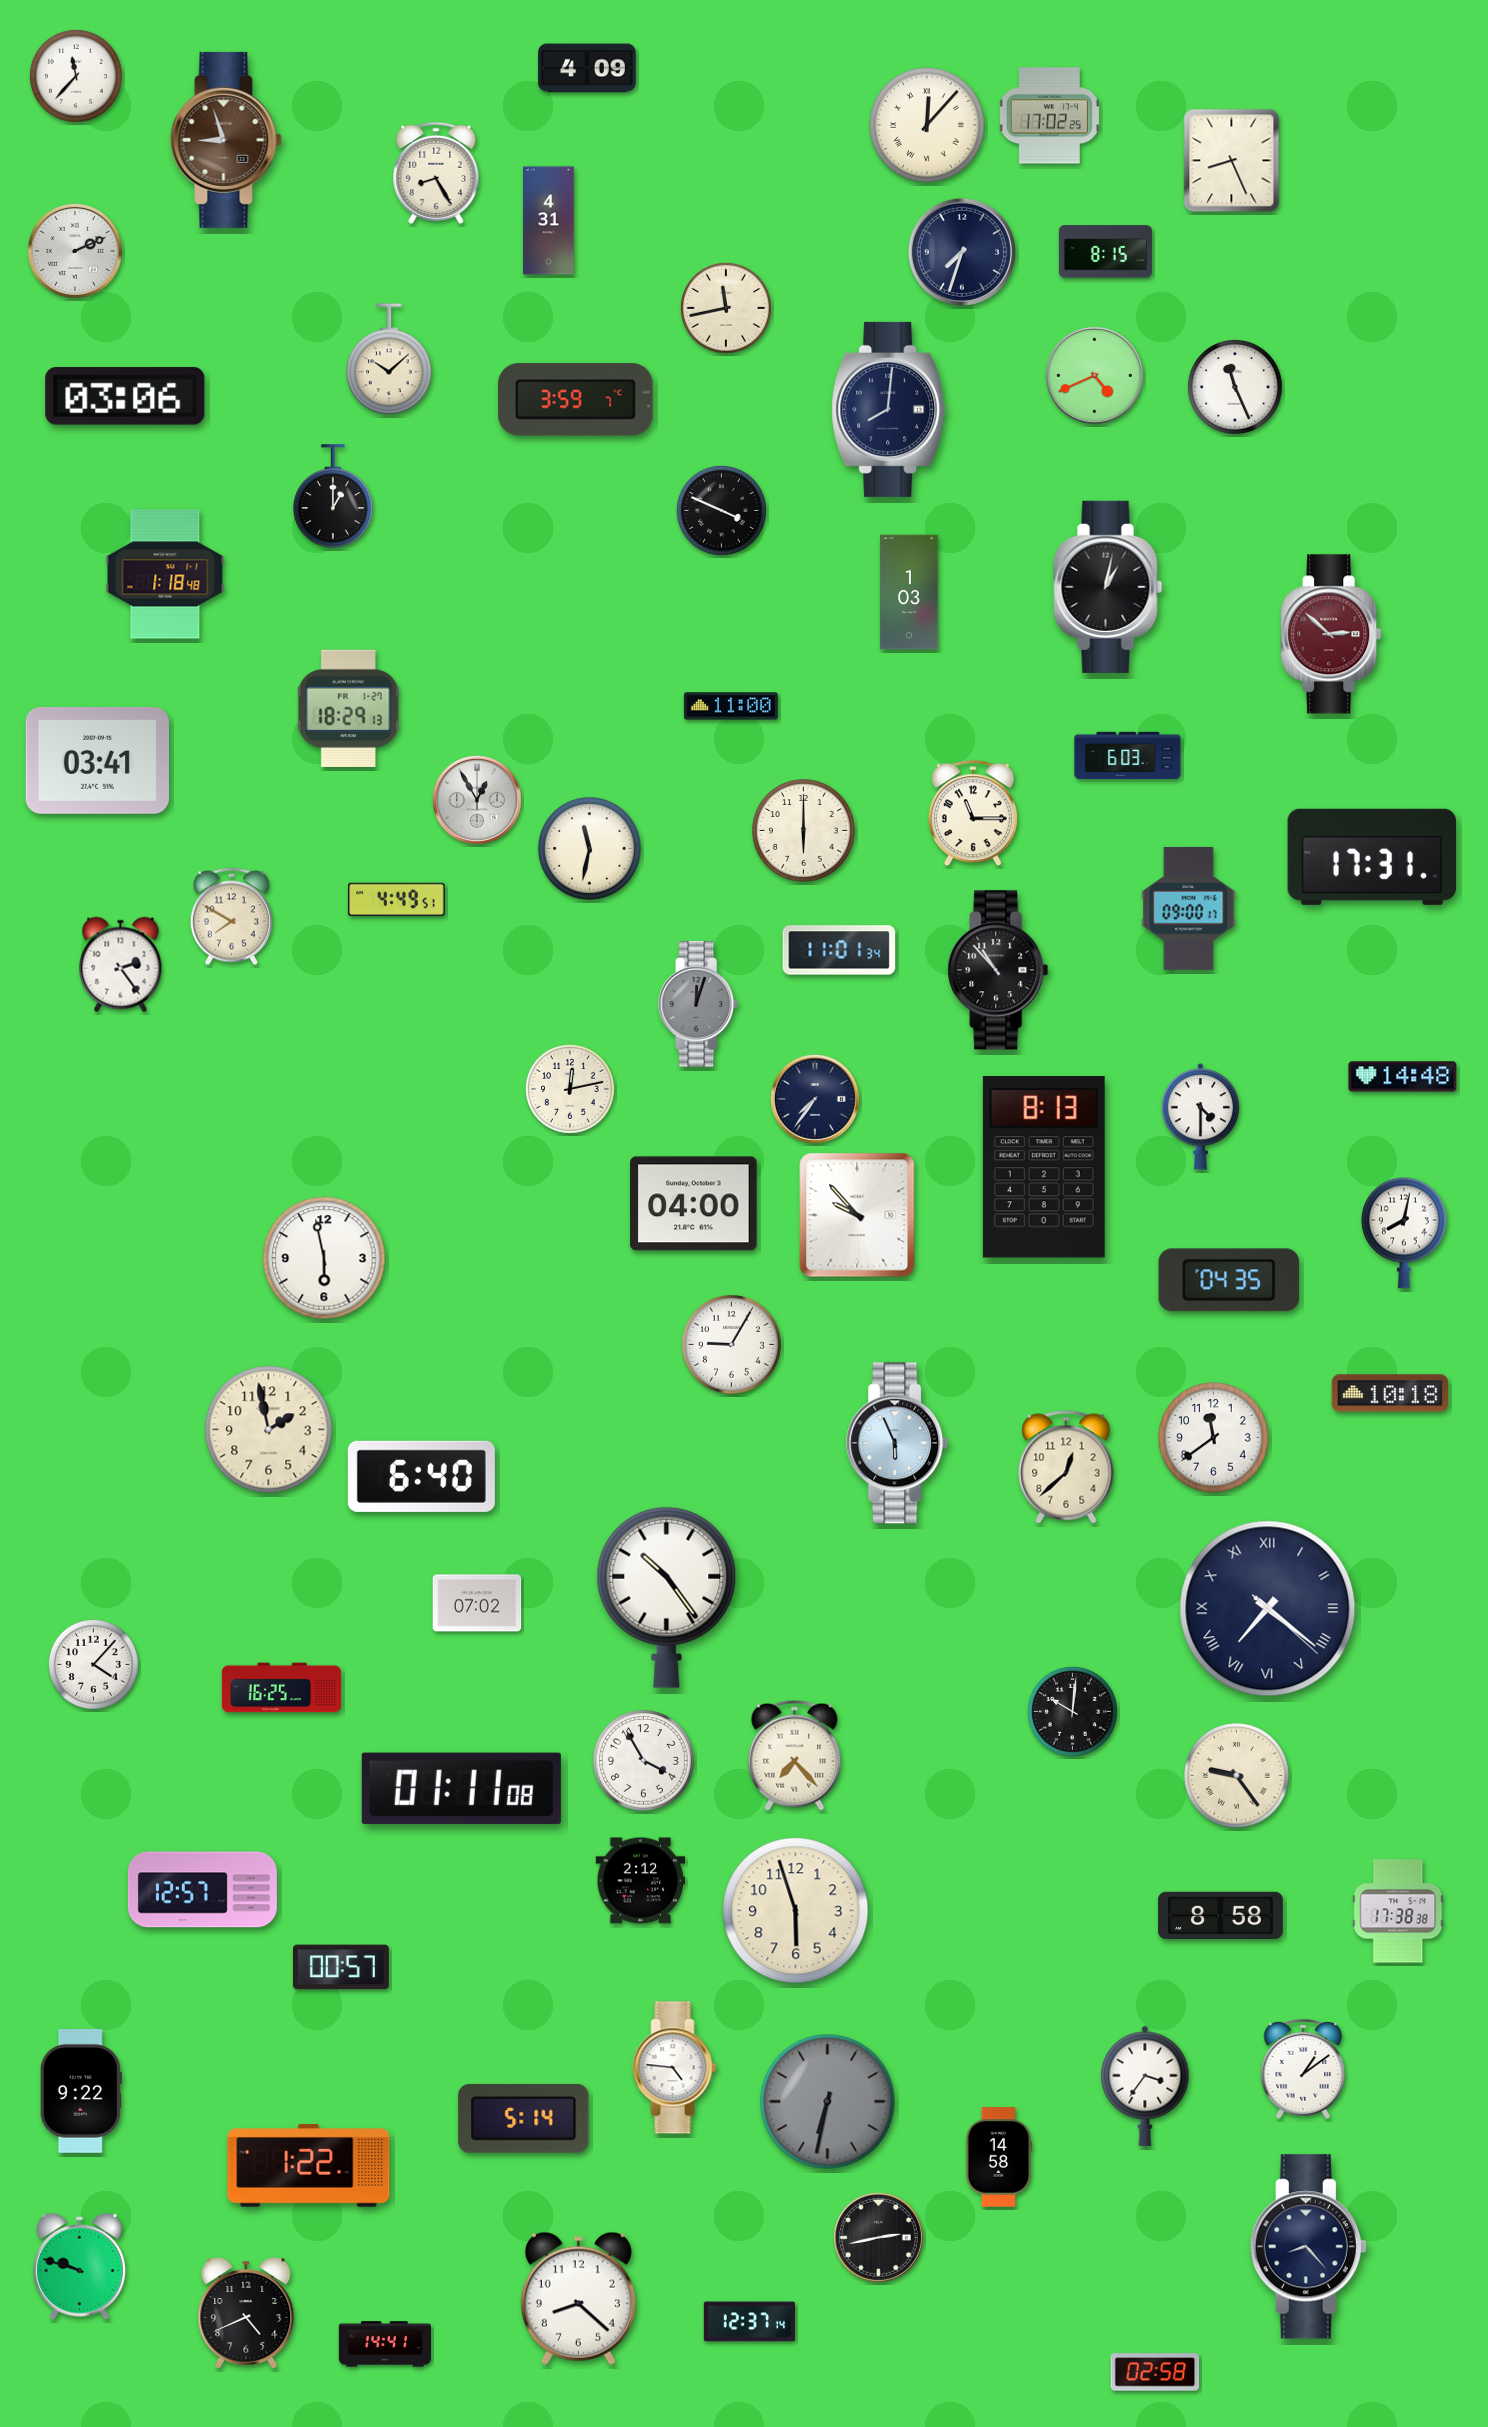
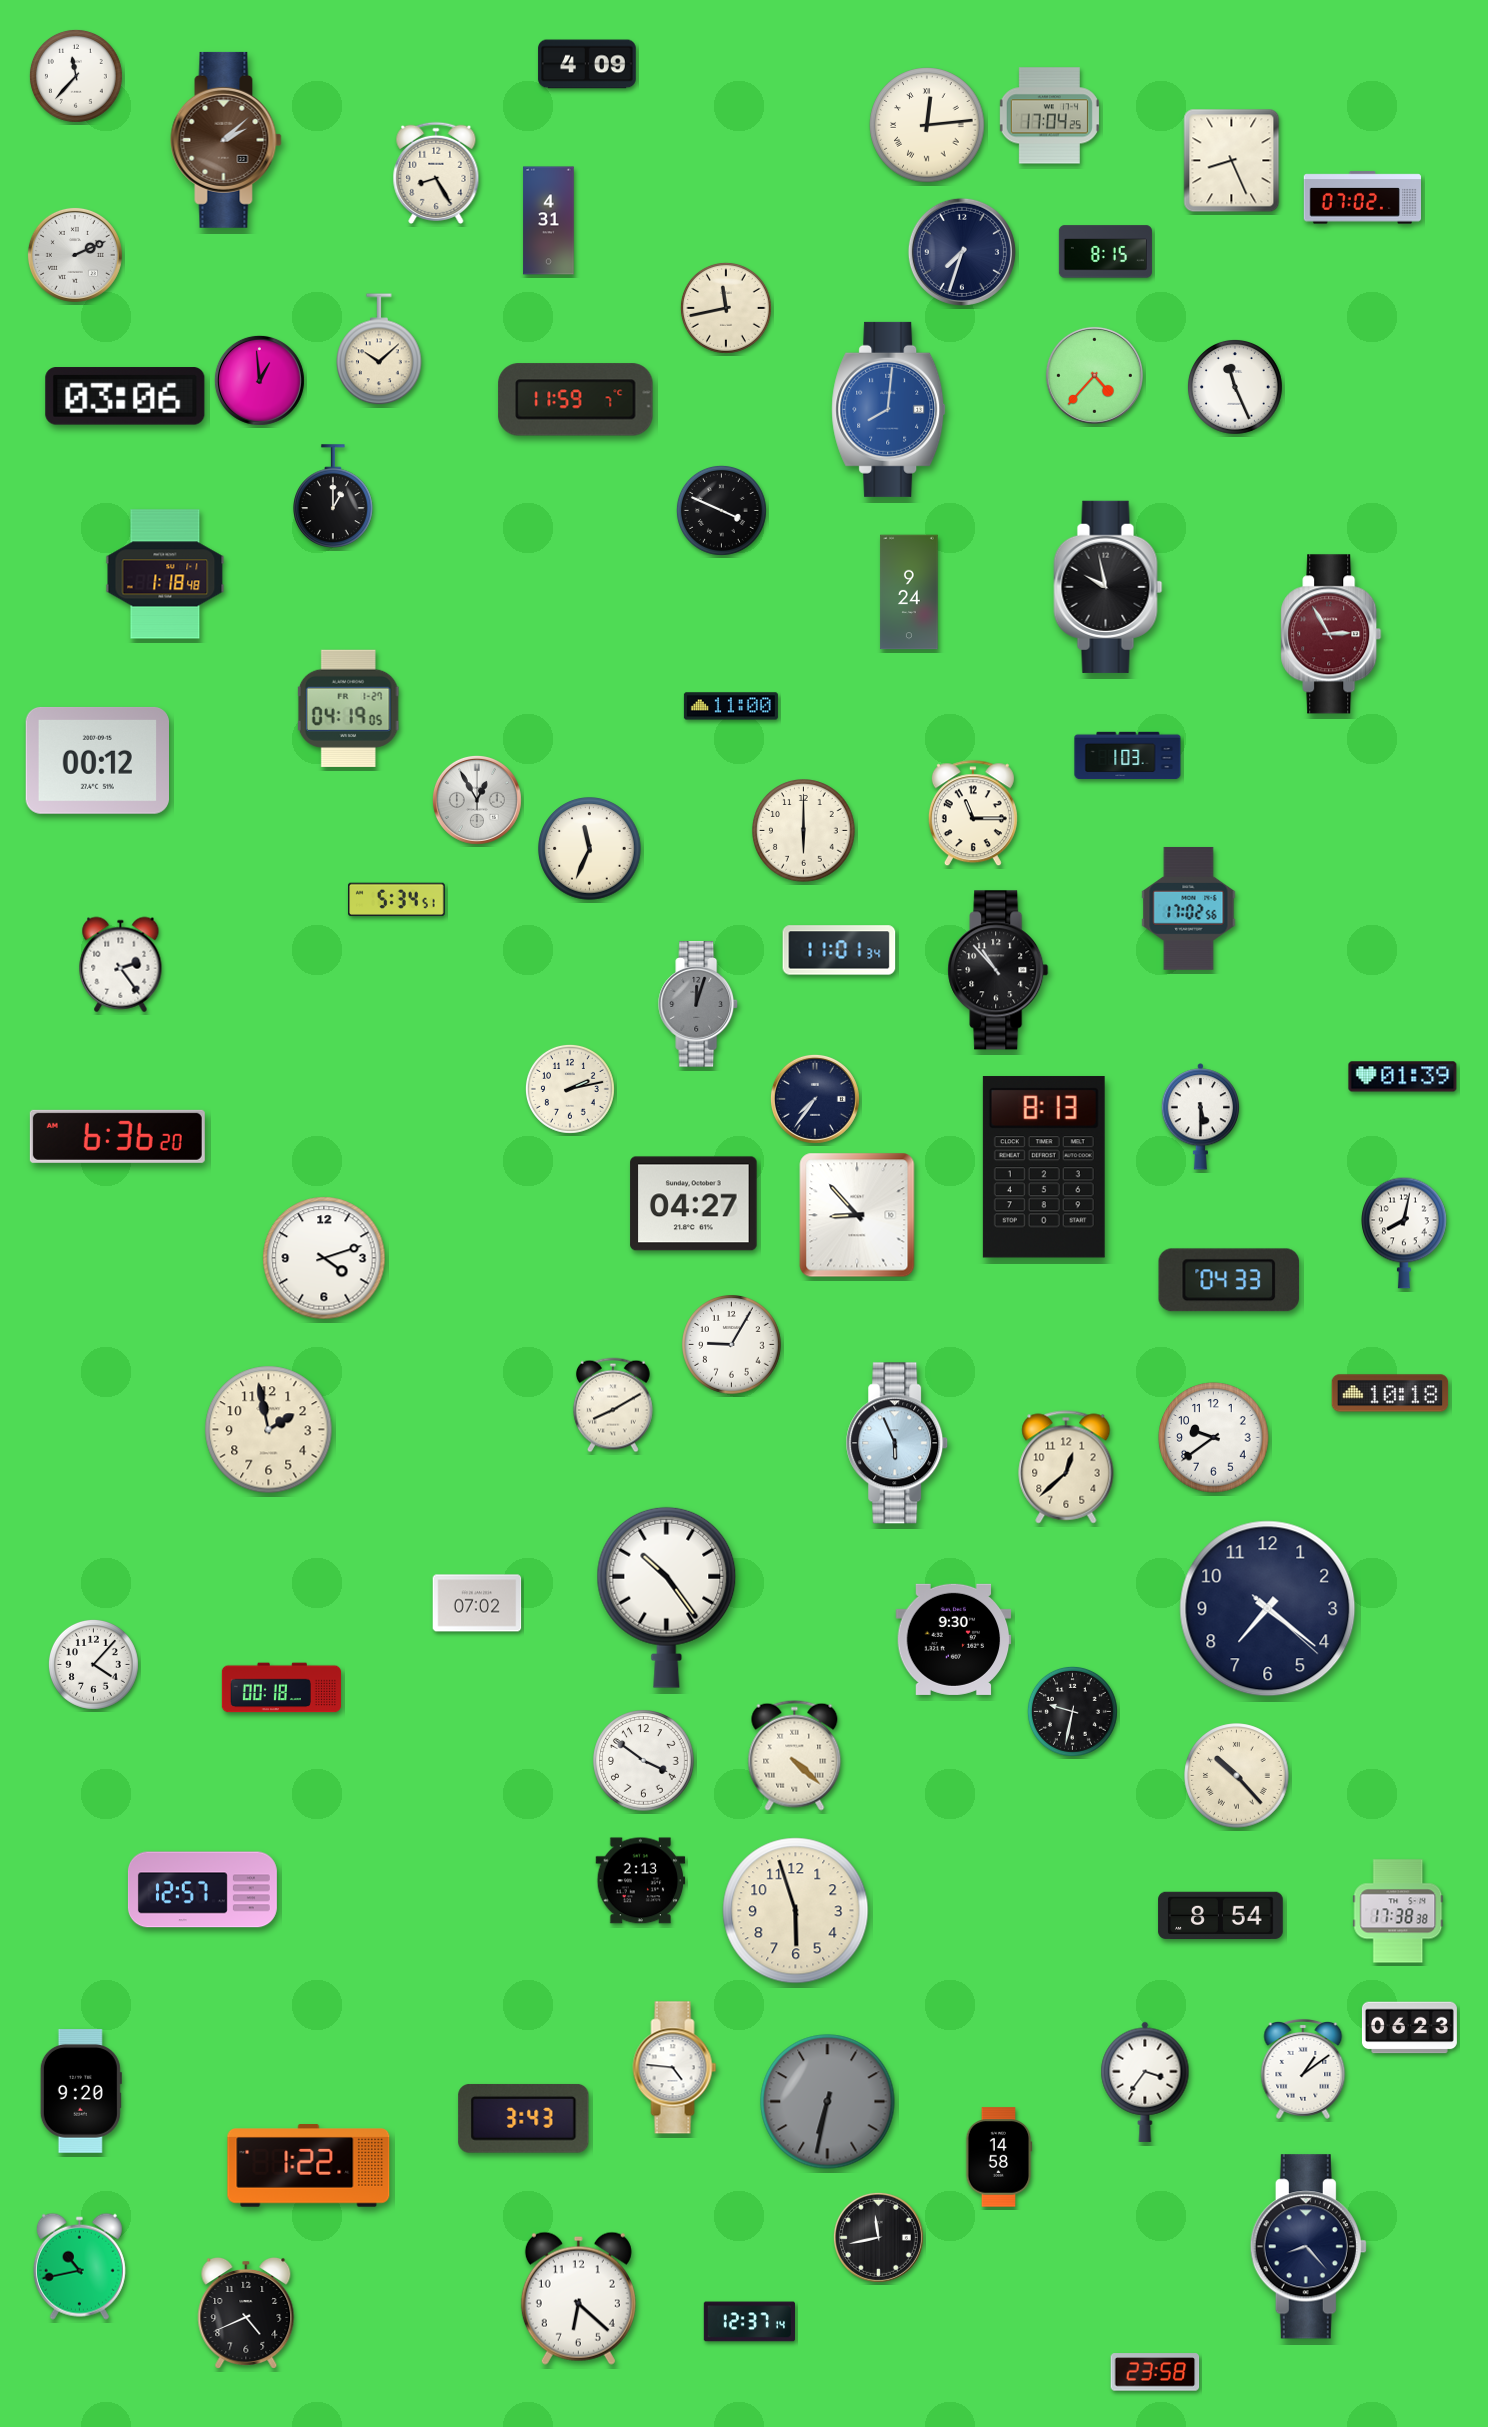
clock at (587, 68) position: (587, 68) -> (587, 64)
clock at (1049, 116): 17:02 -> 17:04
clock at (927, 125): 12:07 -> 12:14
clock at (226, 140): 8:57 -> 2:08
clock at (1363, 198): none -> 07:02
clock at (75, 251) position: (75, 251) -> (75, 255)
clock at (389, 360) position: (389, 360) -> (379, 350)
clock at (1094, 375): 4:41 -> 4:37
clock at (259, 380): none -> 12:59
clock at (576, 400): 3:59 -> 11:59
clock at (889, 409) dial: navy -> blue
clock at (1108, 587): 1:02 -> 9:58
clock at (909, 592): 1:03 -> 9:24
clock at (1331, 634): 2:52 -> 2:55
clock at (349, 708): 18:29 -> 04:19
clock at (1128, 756): 6:03 -> 1:03
clock at (97, 760): 03:41 -> 00:12
clock at (590, 849): 11:32 -> 11:34
clock at (1371, 857): 17:31 -> none
clock at (397, 900): 4:49 -> 5:34
clock at (1189, 908): 09:00 -> 17:02
clock at (231, 917): 7:50 -> none
clock at (1403, 1077): 14:48 -> 01:39
clock at (570, 1089): 12:13 -> 2:13
clock at (1201, 1117): 4:30 -> 5:30
clock at (117, 1136): none -> 6:36
clock at (694, 1204): 04:00 -> 04:27
clock at (857, 1215): 9:53 -> 8:53
clock at (324, 1258): 5:58 -> 4:12
clock at (1229, 1280): 04:35 -> 04:33
clock at (613, 1405): none -> 8:10
clock at (1214, 1438): 11:39 -> 9:39
clock at (421, 1476): 6:40 -> none
clock at (1268, 1609) numerals: Roman -> Arabic
clock at (954, 1639): none -> 9:30
clock at (281, 1688): 16:25 -> 00:18
clock at (1072, 1711): 10:01 -> 9:32
clock at (795, 1755): 7:23 -> 4:22
clock at (644, 1761): 3:55 -> 3:51
clock at (1237, 1776): 9:24 -> 10:23
clock at (461, 1788): 01:11 -> none
clock at (641, 1881): 2:12 -> 2:13
clock at (1221, 1916): 8:58 -> 8:54
clock at (341, 1967): 00:57 -> none
clock at (1409, 2028): none -> 06:23
clock at (1145, 2086) position: (1145, 2086) -> (1145, 2082)
clock at (81, 2092): 9:22 -> 9:20
clock at (524, 2118): 5:14 -> 3:43
clock at (878, 2237): 2:43 -> 11:43
clock at (79, 2266): 9:48 -> 10:43
clock at (578, 2298): 8:22 -> 6:22
clock at (385, 2344): 14:41 -> none
clock at (1155, 2372): 02:58 -> 23:58
